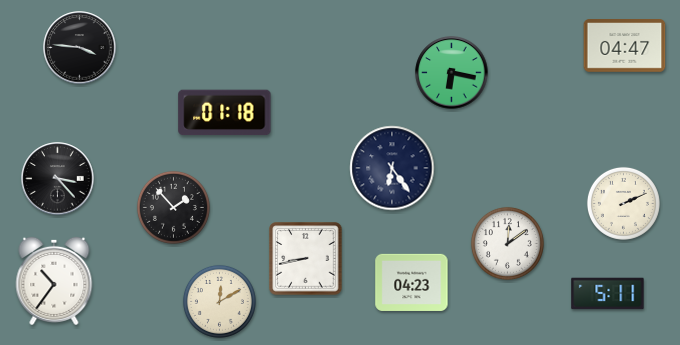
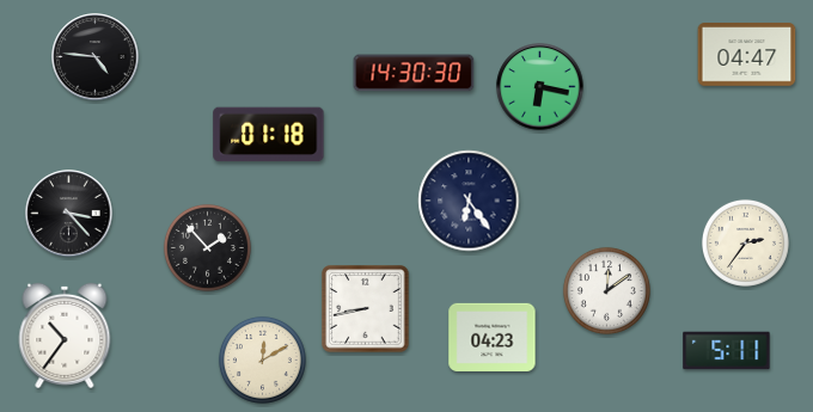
clock at (80, 48): 3:46 -> 4:46
clock at (414, 73): none -> 14:30
clock at (623, 203): 2:11 -> 2:36
